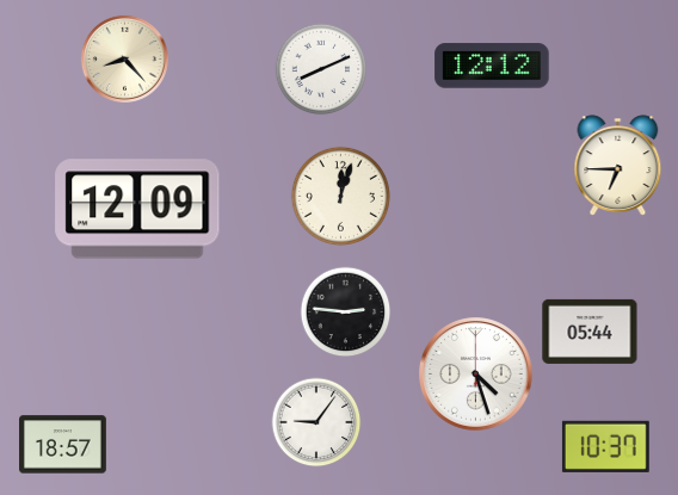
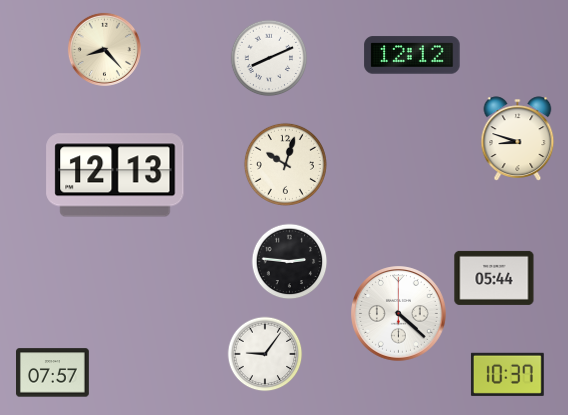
clock at (618, 166): 6:45 -> 8:48
clock at (340, 196): 12:03 -> 10:03
clock at (137, 209): 12:09 -> 12:13
clock at (476, 375): 4:27 -> 4:22
clock at (63, 445): 18:57 -> 07:57
